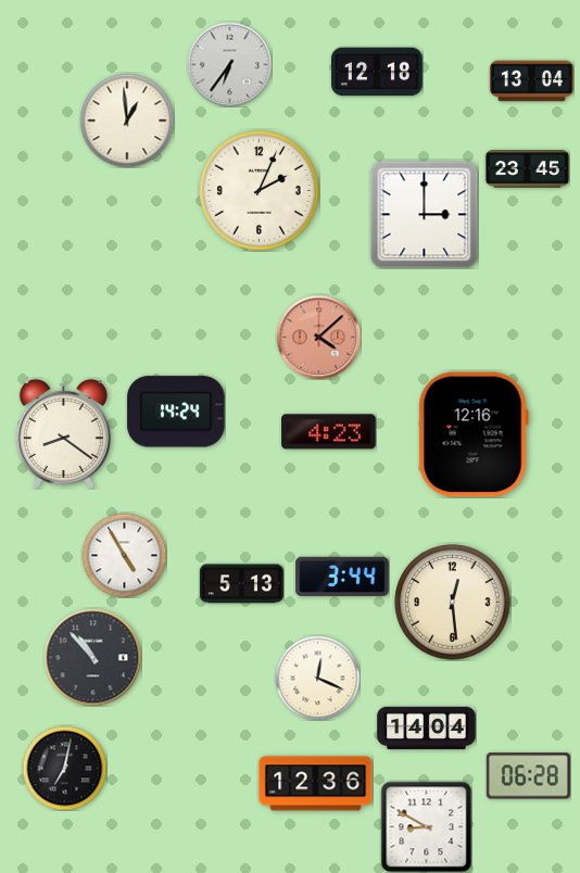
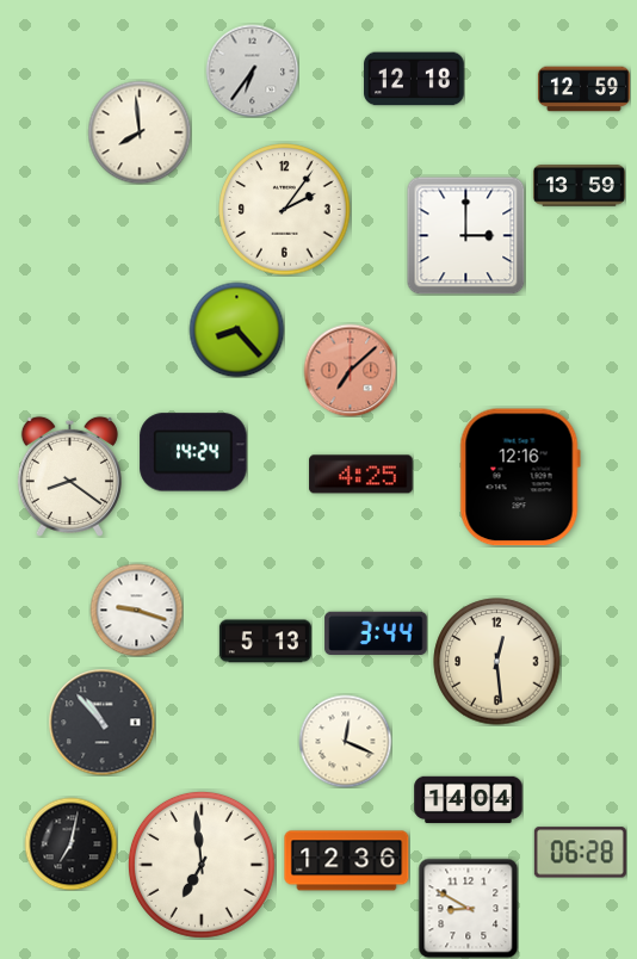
clock at (531, 81): 13:04 -> 12:59
clock at (127, 121): 12:59 -> 7:59
clock at (527, 169): 23:45 -> 13:59
clock at (260, 191): 2:04 -> 2:06
clock at (236, 329): none -> 8:23
clock at (318, 337): 4:08 -> 7:08
clock at (329, 432): 4:23 -> 4:25
clock at (124, 555): 4:55 -> 9:18
clock at (317, 678) position: (317, 678) -> (345, 741)
clock at (202, 865): none -> 6:59
